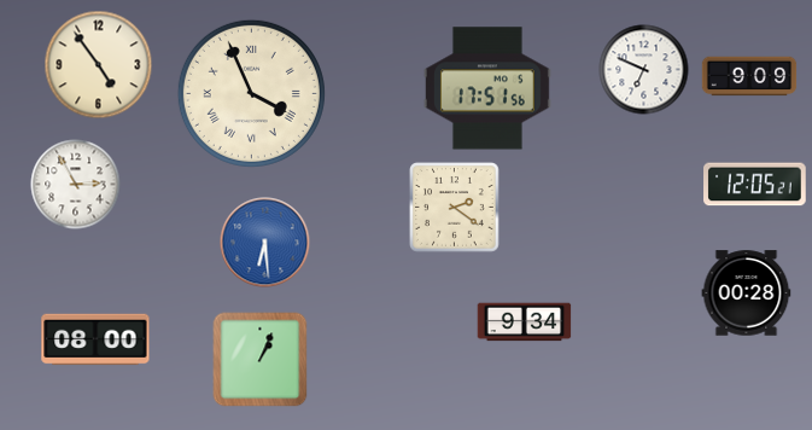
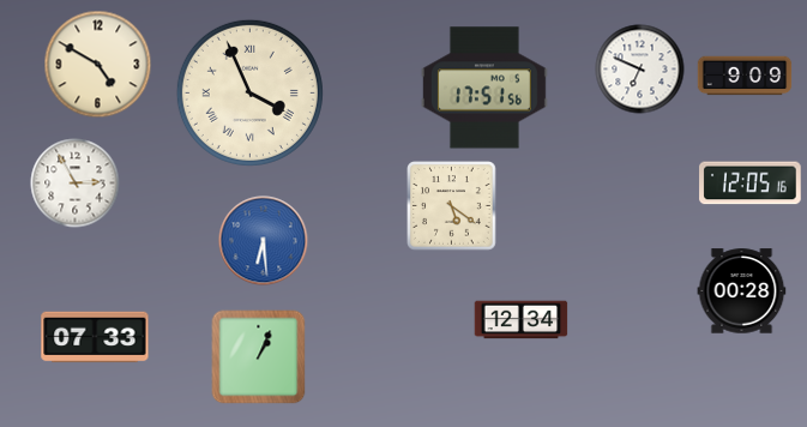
clock at (99, 65): 4:54 -> 4:50
clock at (755, 185): 12:05:21 -> 12:05:16
clock at (455, 208): 2:21 -> 5:21
clock at (525, 322): 9:34 -> 12:34
clock at (95, 339): 08:00 -> 07:33
